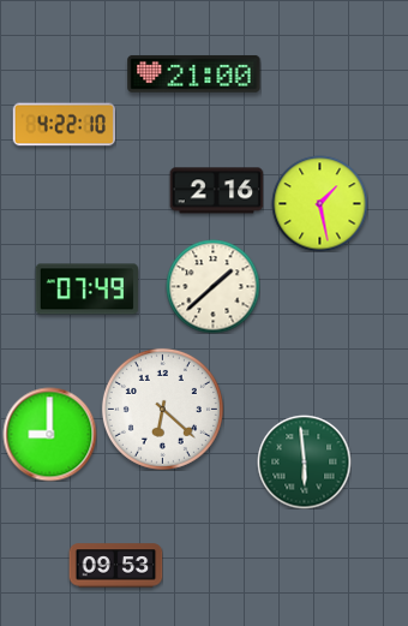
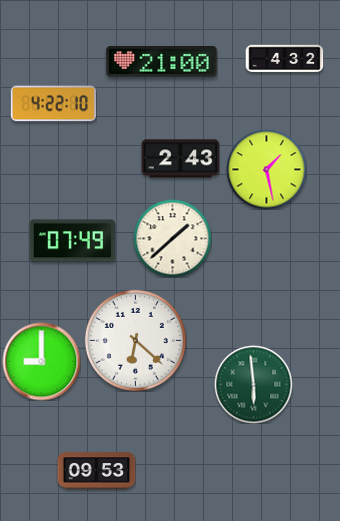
clock at (284, 59): none -> 4:32
clock at (216, 191): 2:16 -> 2:43
clock at (212, 286) position: (212, 286) -> (172, 238)
